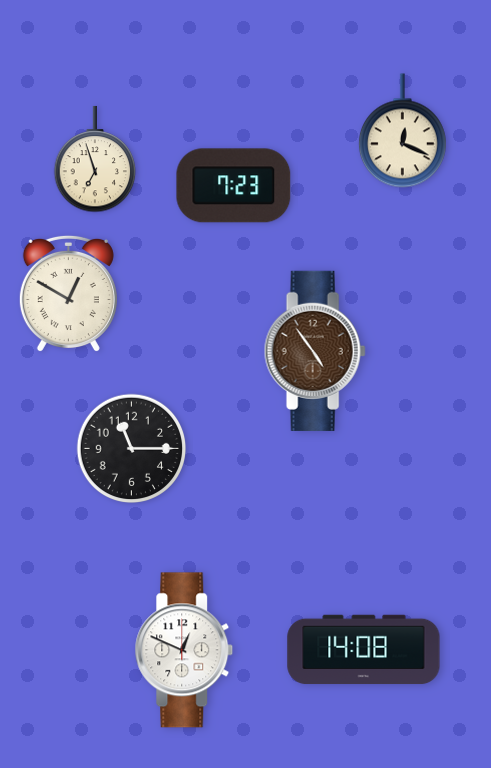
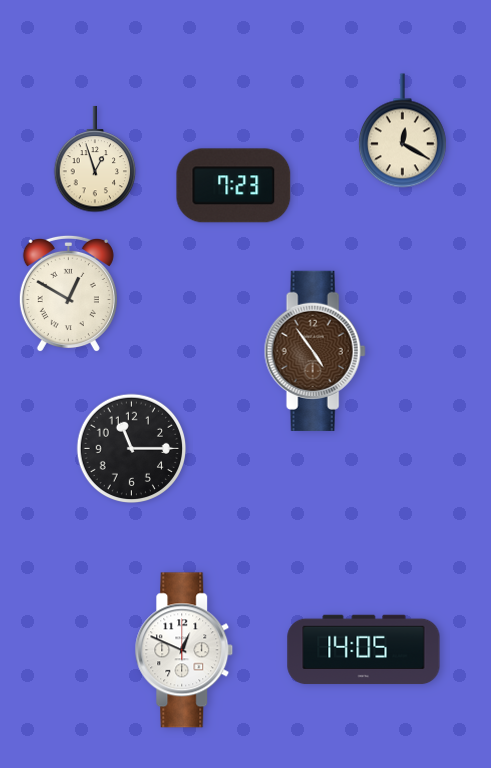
clock at (402, 131): 12:19 -> 12:20
clock at (95, 159): 6:57 -> 12:57
clock at (364, 650): 14:08 -> 14:05
